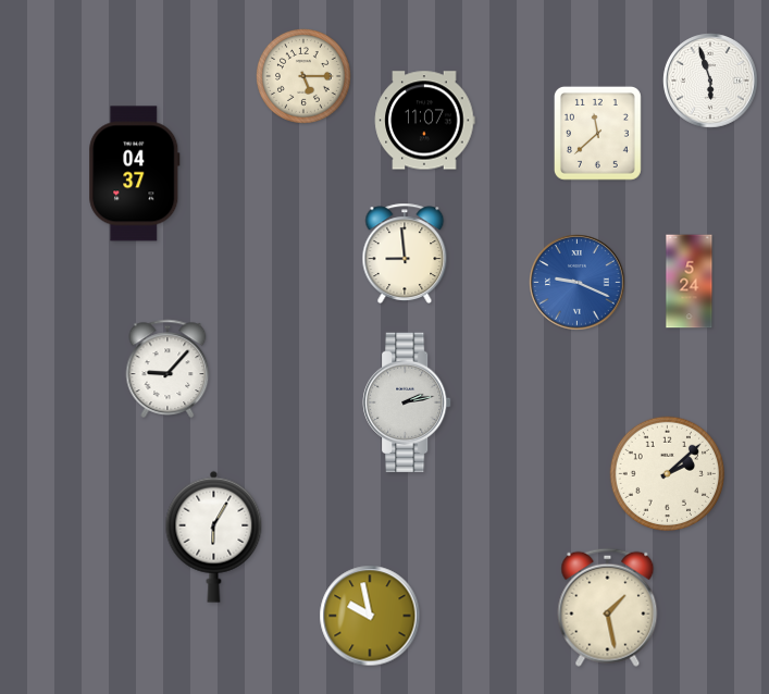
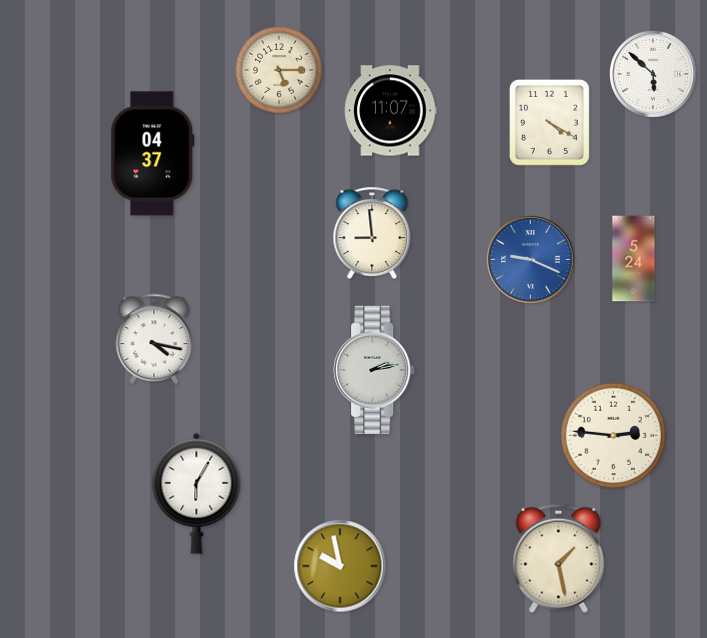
clock at (710, 80): 5:57 -> 5:52
clock at (597, 133): 11:38 -> 4:20
clock at (135, 174) position: (135, 174) -> (153, 154)
clock at (168, 369): 9:07 -> 4:17
clock at (668, 474): 2:08 -> 2:46
